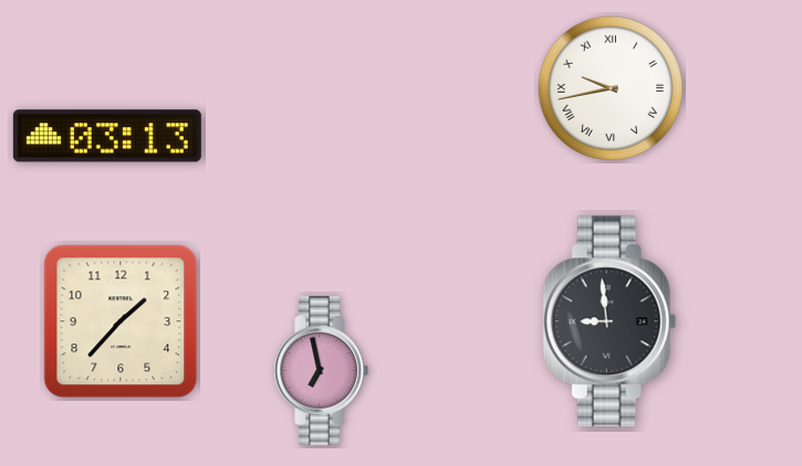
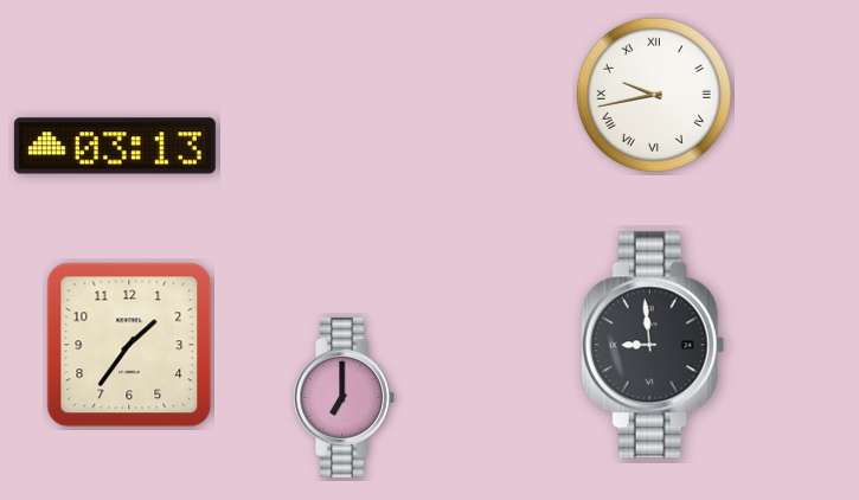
clock at (121, 321): 1:37 -> 1:36
clock at (321, 370): 6:58 -> 7:00
